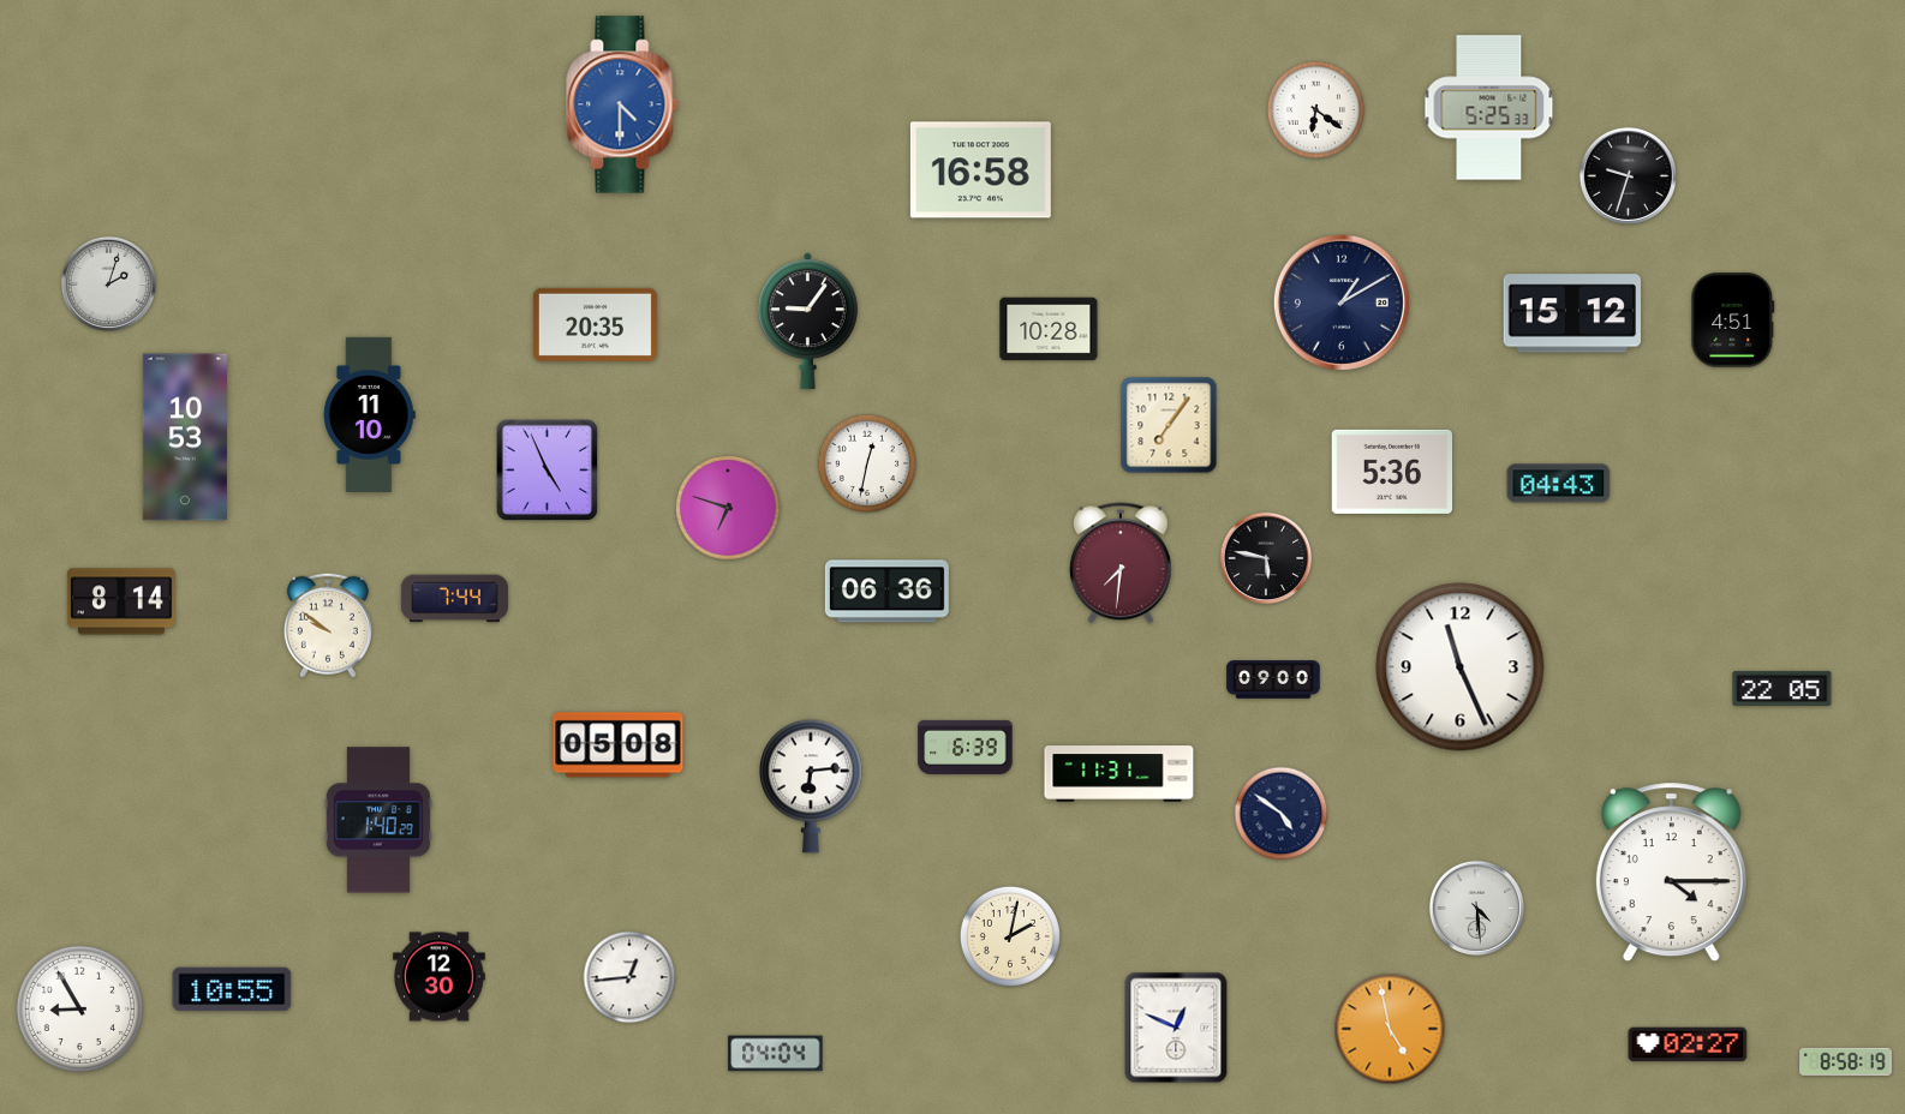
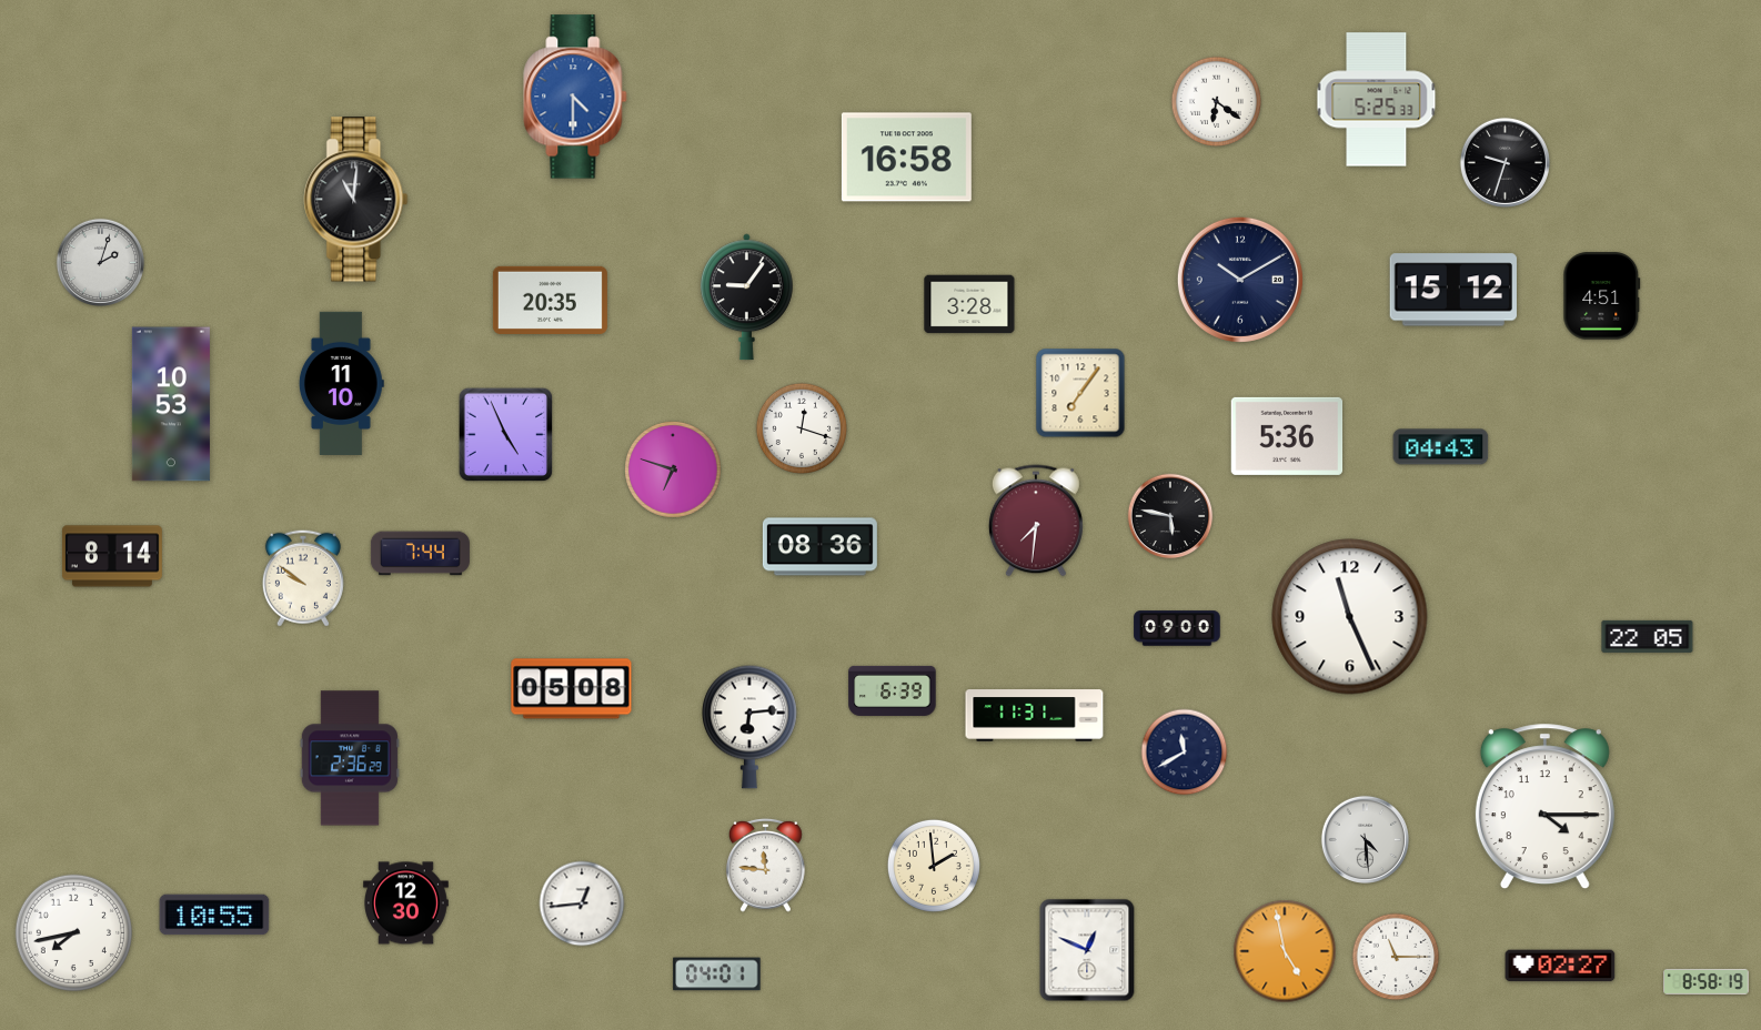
clock at (356, 200): none -> 11:01
clock at (1342, 303): 1:10 -> 10:10
clock at (1049, 329): 10:28 -> 3:28
clock at (866, 462): 12:32 -> 12:18
clock at (886, 592): 06:36 -> 08:36
clock at (1282, 814): 4:51 -> 11:40
clock at (378, 820): 1:40 -> 2:36
clock at (766, 865): none -> 11:46
clock at (1010, 936): 2:02 -> 1:59
clock at (79, 1008): 8:55 -> 7:43
clock at (1396, 957): none -> 11:15
clock at (776, 1054): 04:04 -> 04:01
